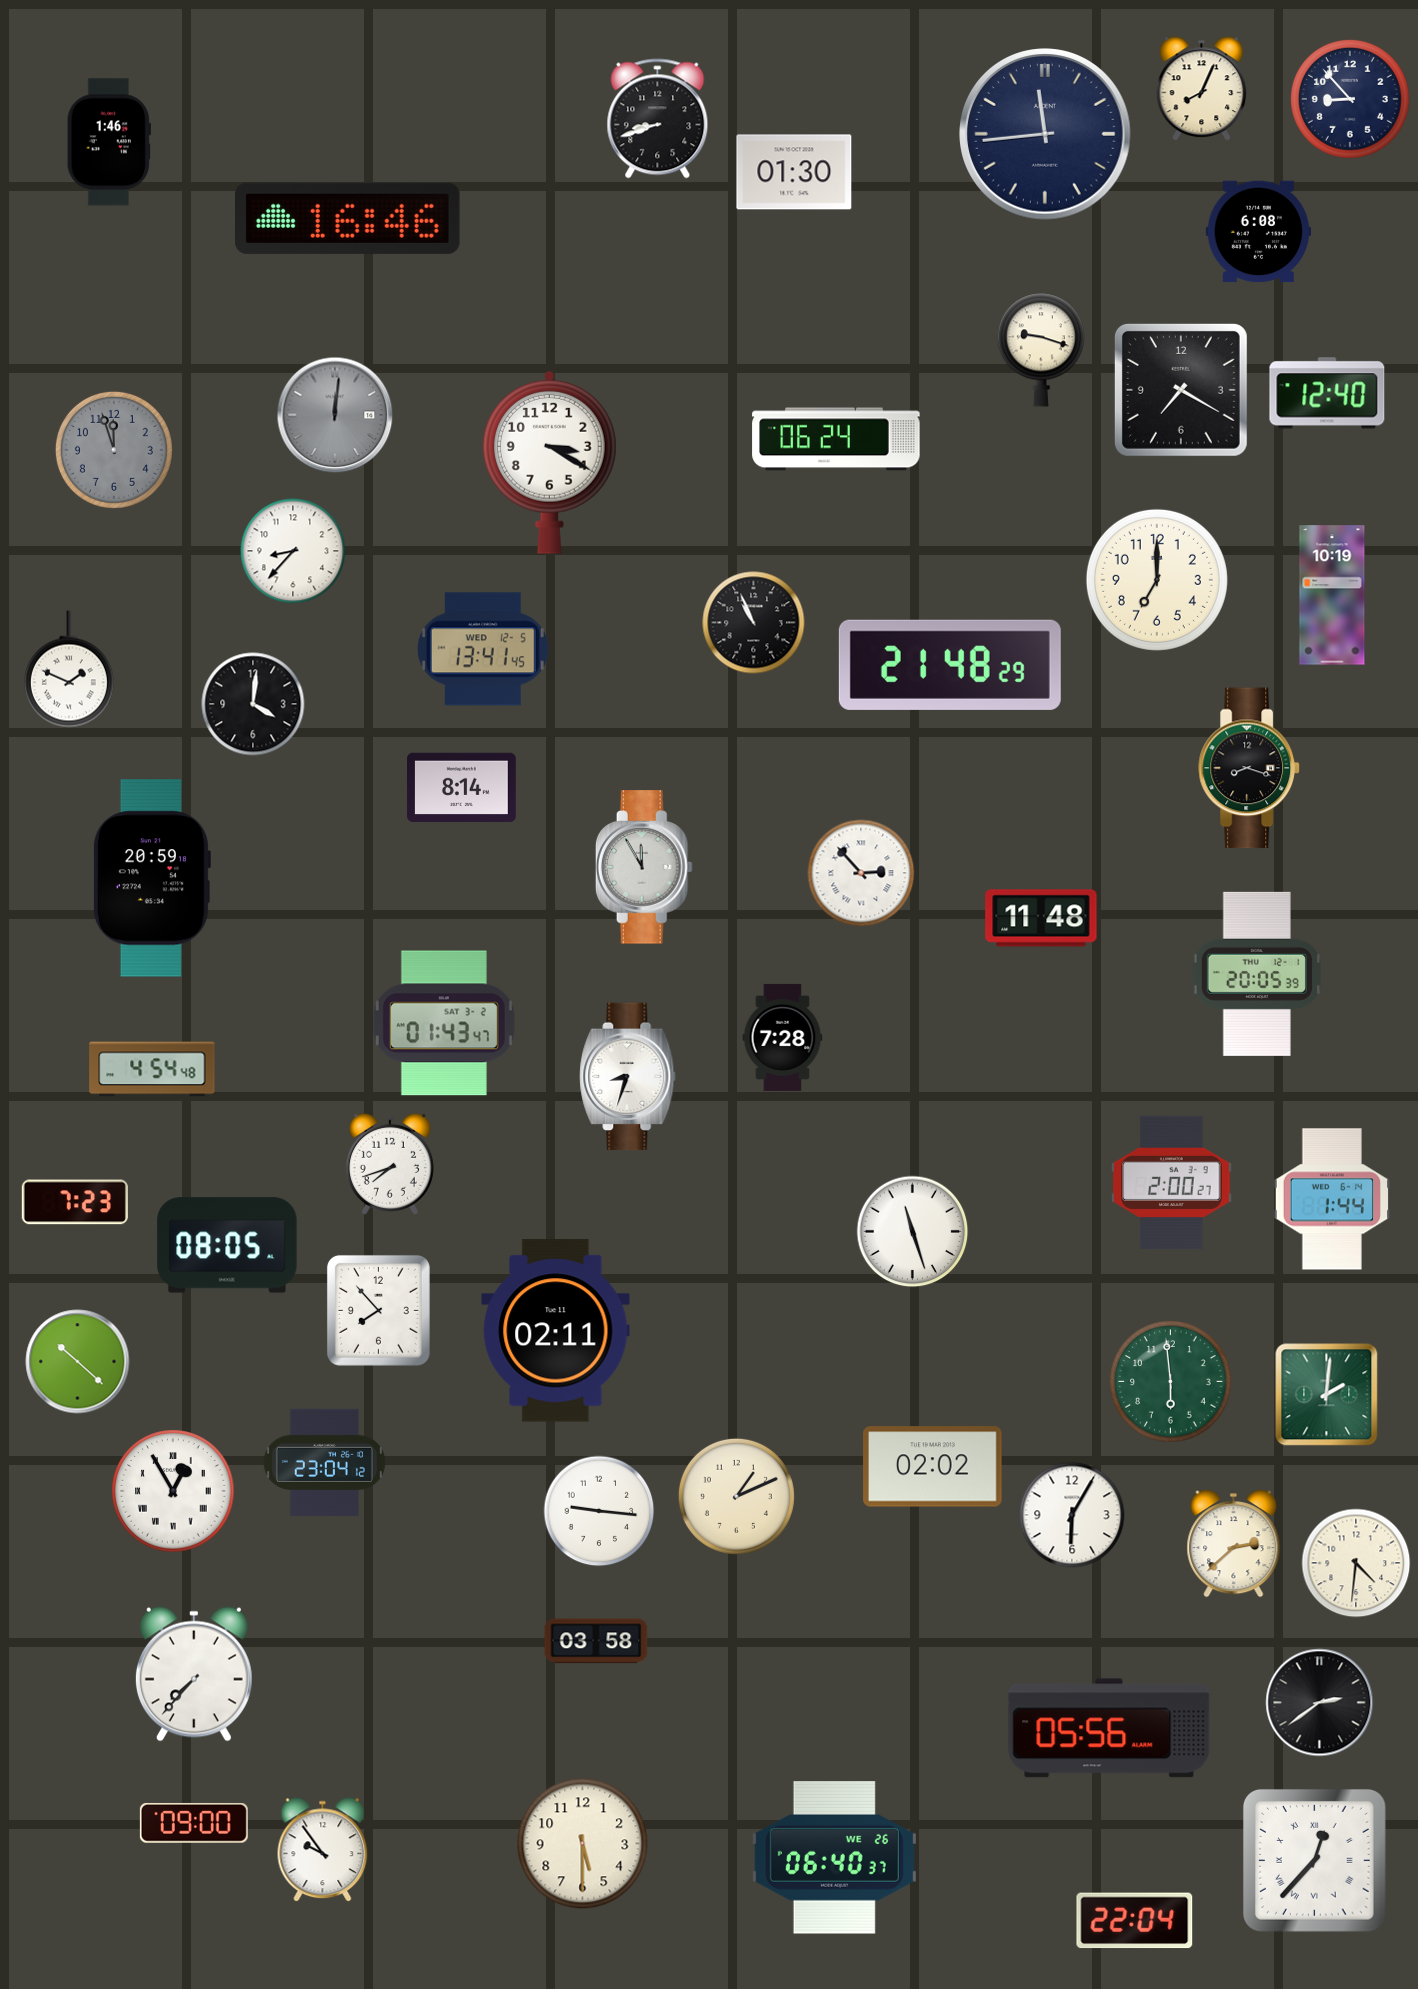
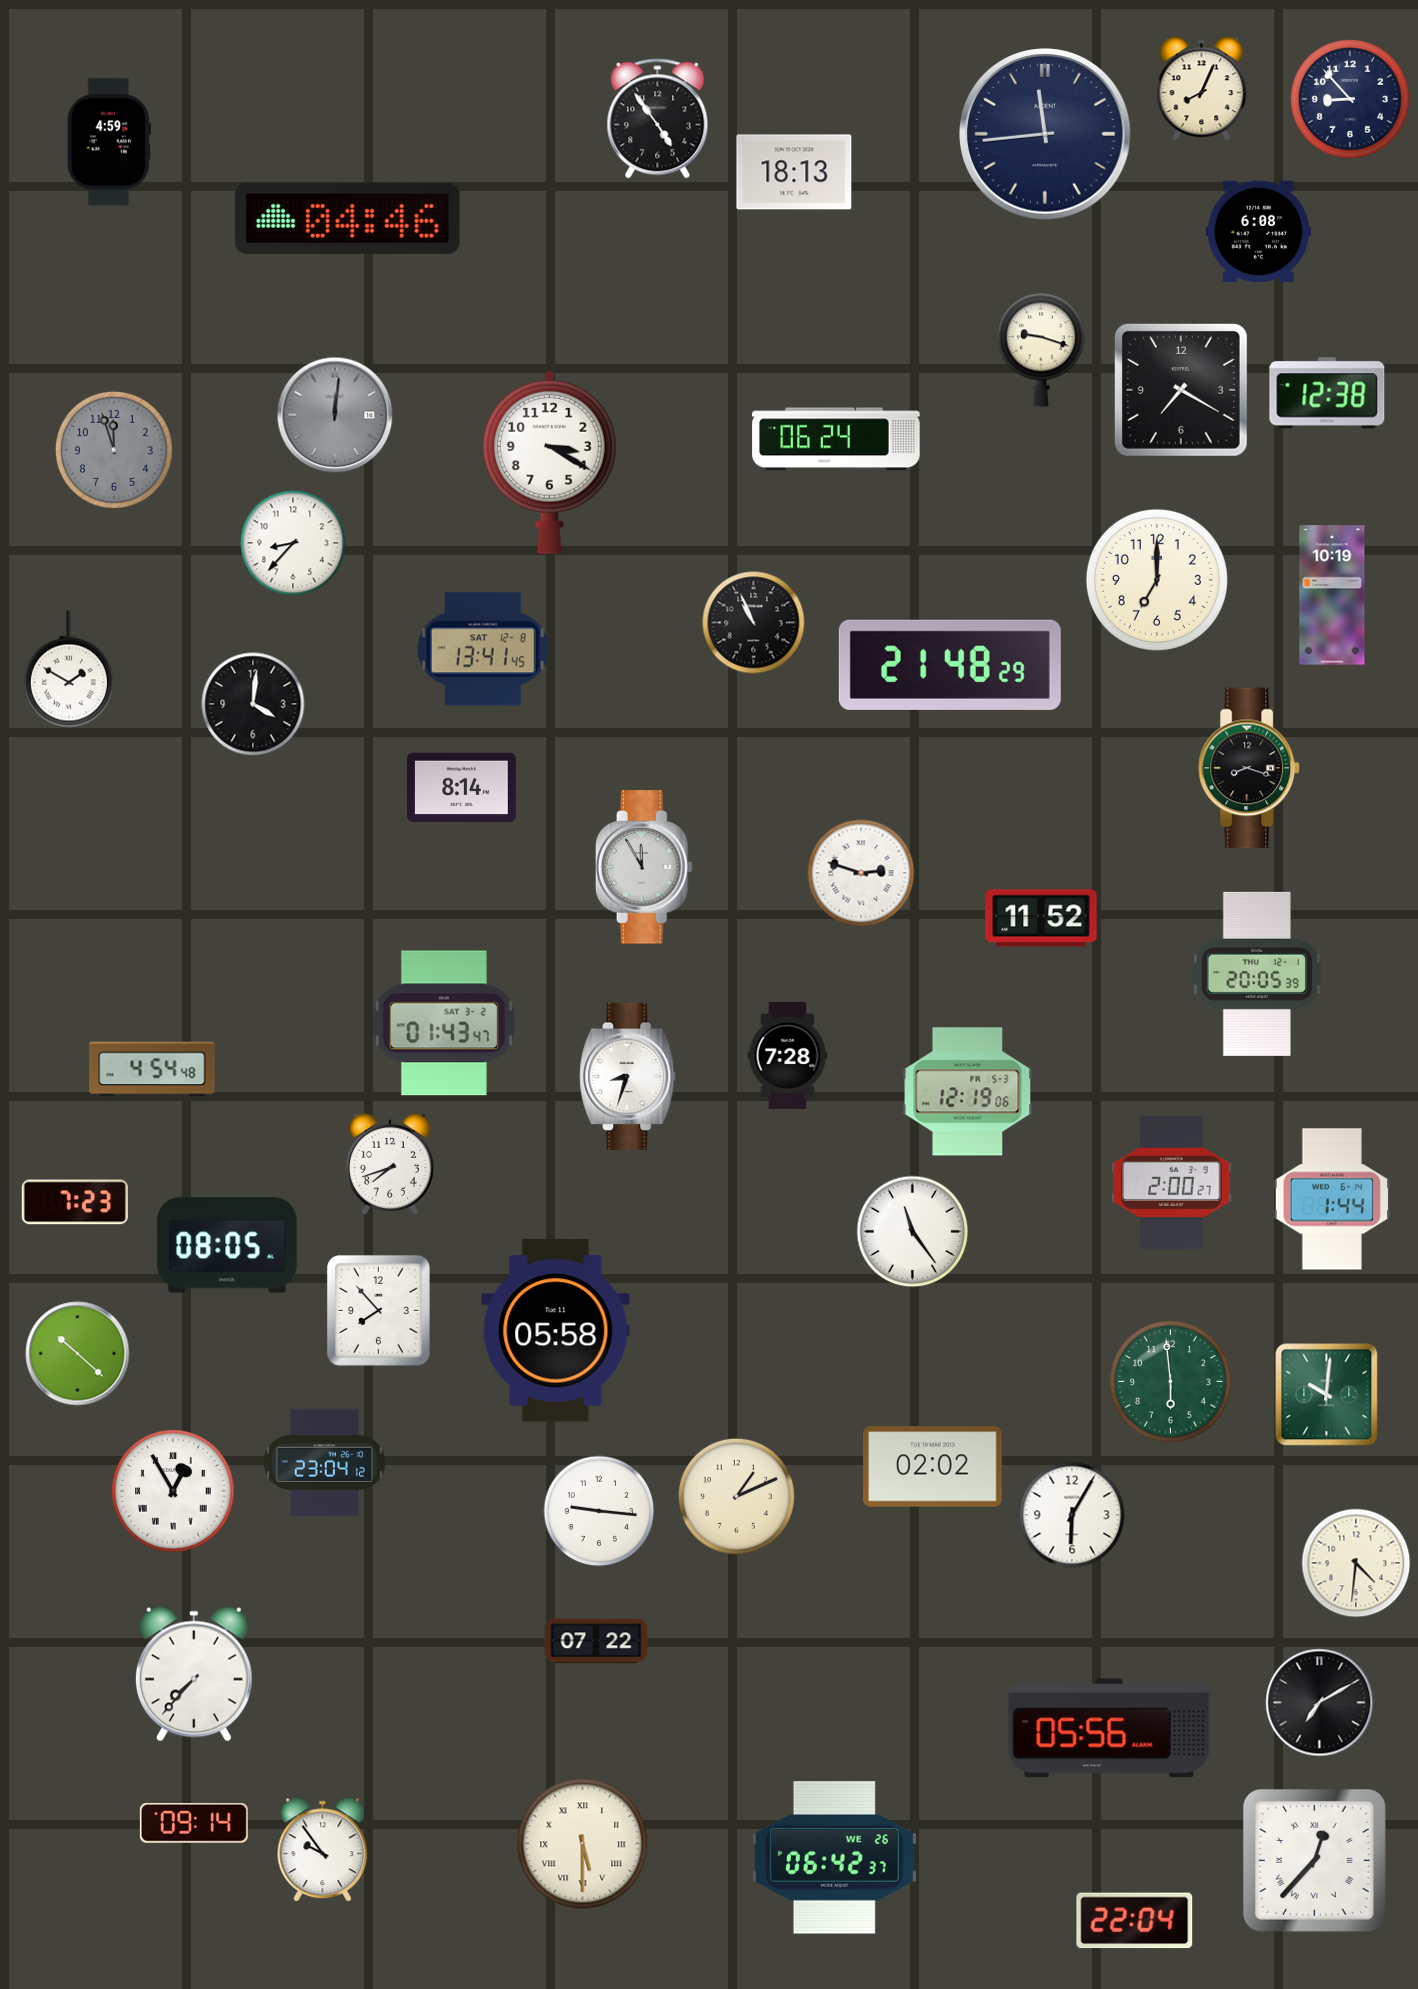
clock at (658, 119): 8:42 -> 4:54
clock at (109, 142): 1:46 -> 4:59
clock at (794, 172): 01:30 -> 18:13
clock at (348, 218): 16:46 -> 04:46
clock at (1327, 393): 12:40 -> 12:38
clock at (293, 551) position: (293, 551) -> (293, 543)
clock at (483, 649) date: WED 12-5 -> SAT 12-8
clock at (69, 669): 1:49 -> 1:50
clock at (861, 873): 2:53 -> 2:48
clock at (151, 878): 20:59 -> none
clock at (1041, 918): 11:48 -> 11:52
clock at (783, 1037) position: (783, 1037) -> (788, 1055)
clock at (968, 1092): none -> 12:19
clock at (913, 1232): 11:27 -> 11:24
clock at (556, 1331): 02:11 -> 05:58
clock at (78, 1362) position: (78, 1362) -> (78, 1354)
clock at (1327, 1395): 2:01 -> 10:01
clock at (1234, 1544): 2:38 -> none
clock at (596, 1641): 03:58 -> 07:22
clock at (1320, 1703): 2:39 -> 7:10
clock at (194, 1823): 09:00 -> 09:14
clock at (583, 1844) numerals: Arabic -> Roman
clock at (834, 1858): 06:40 -> 06:42
